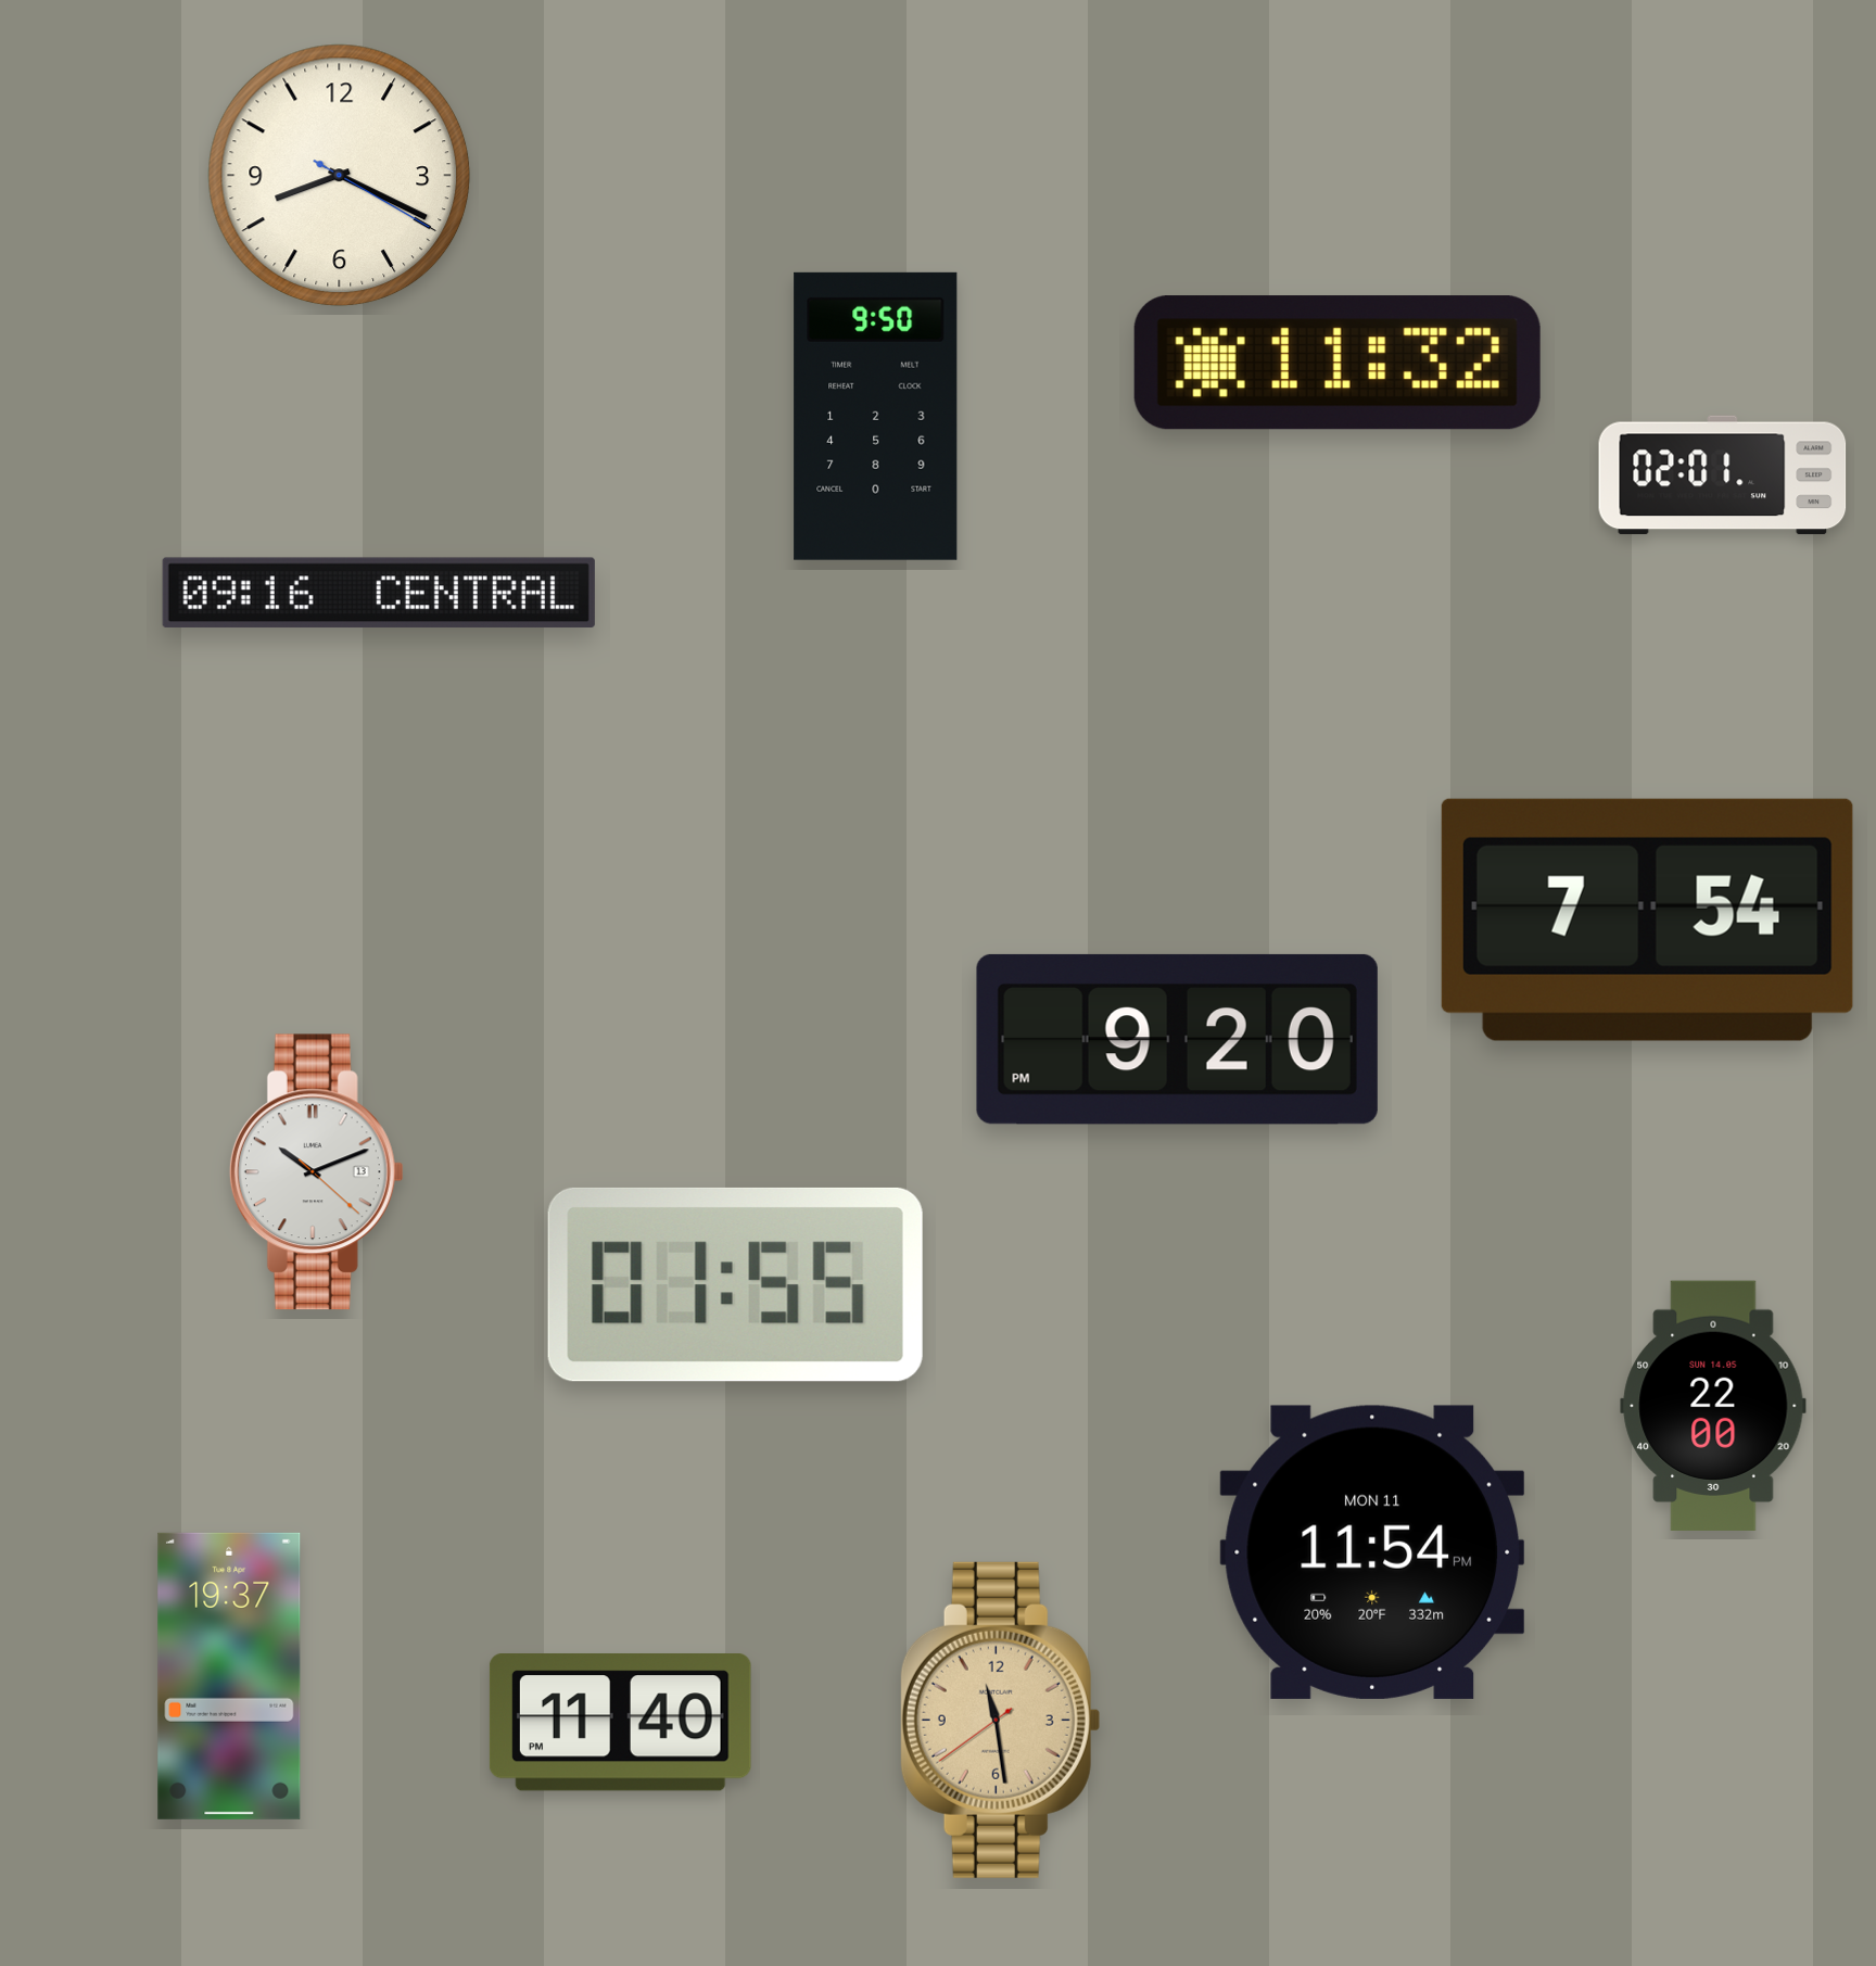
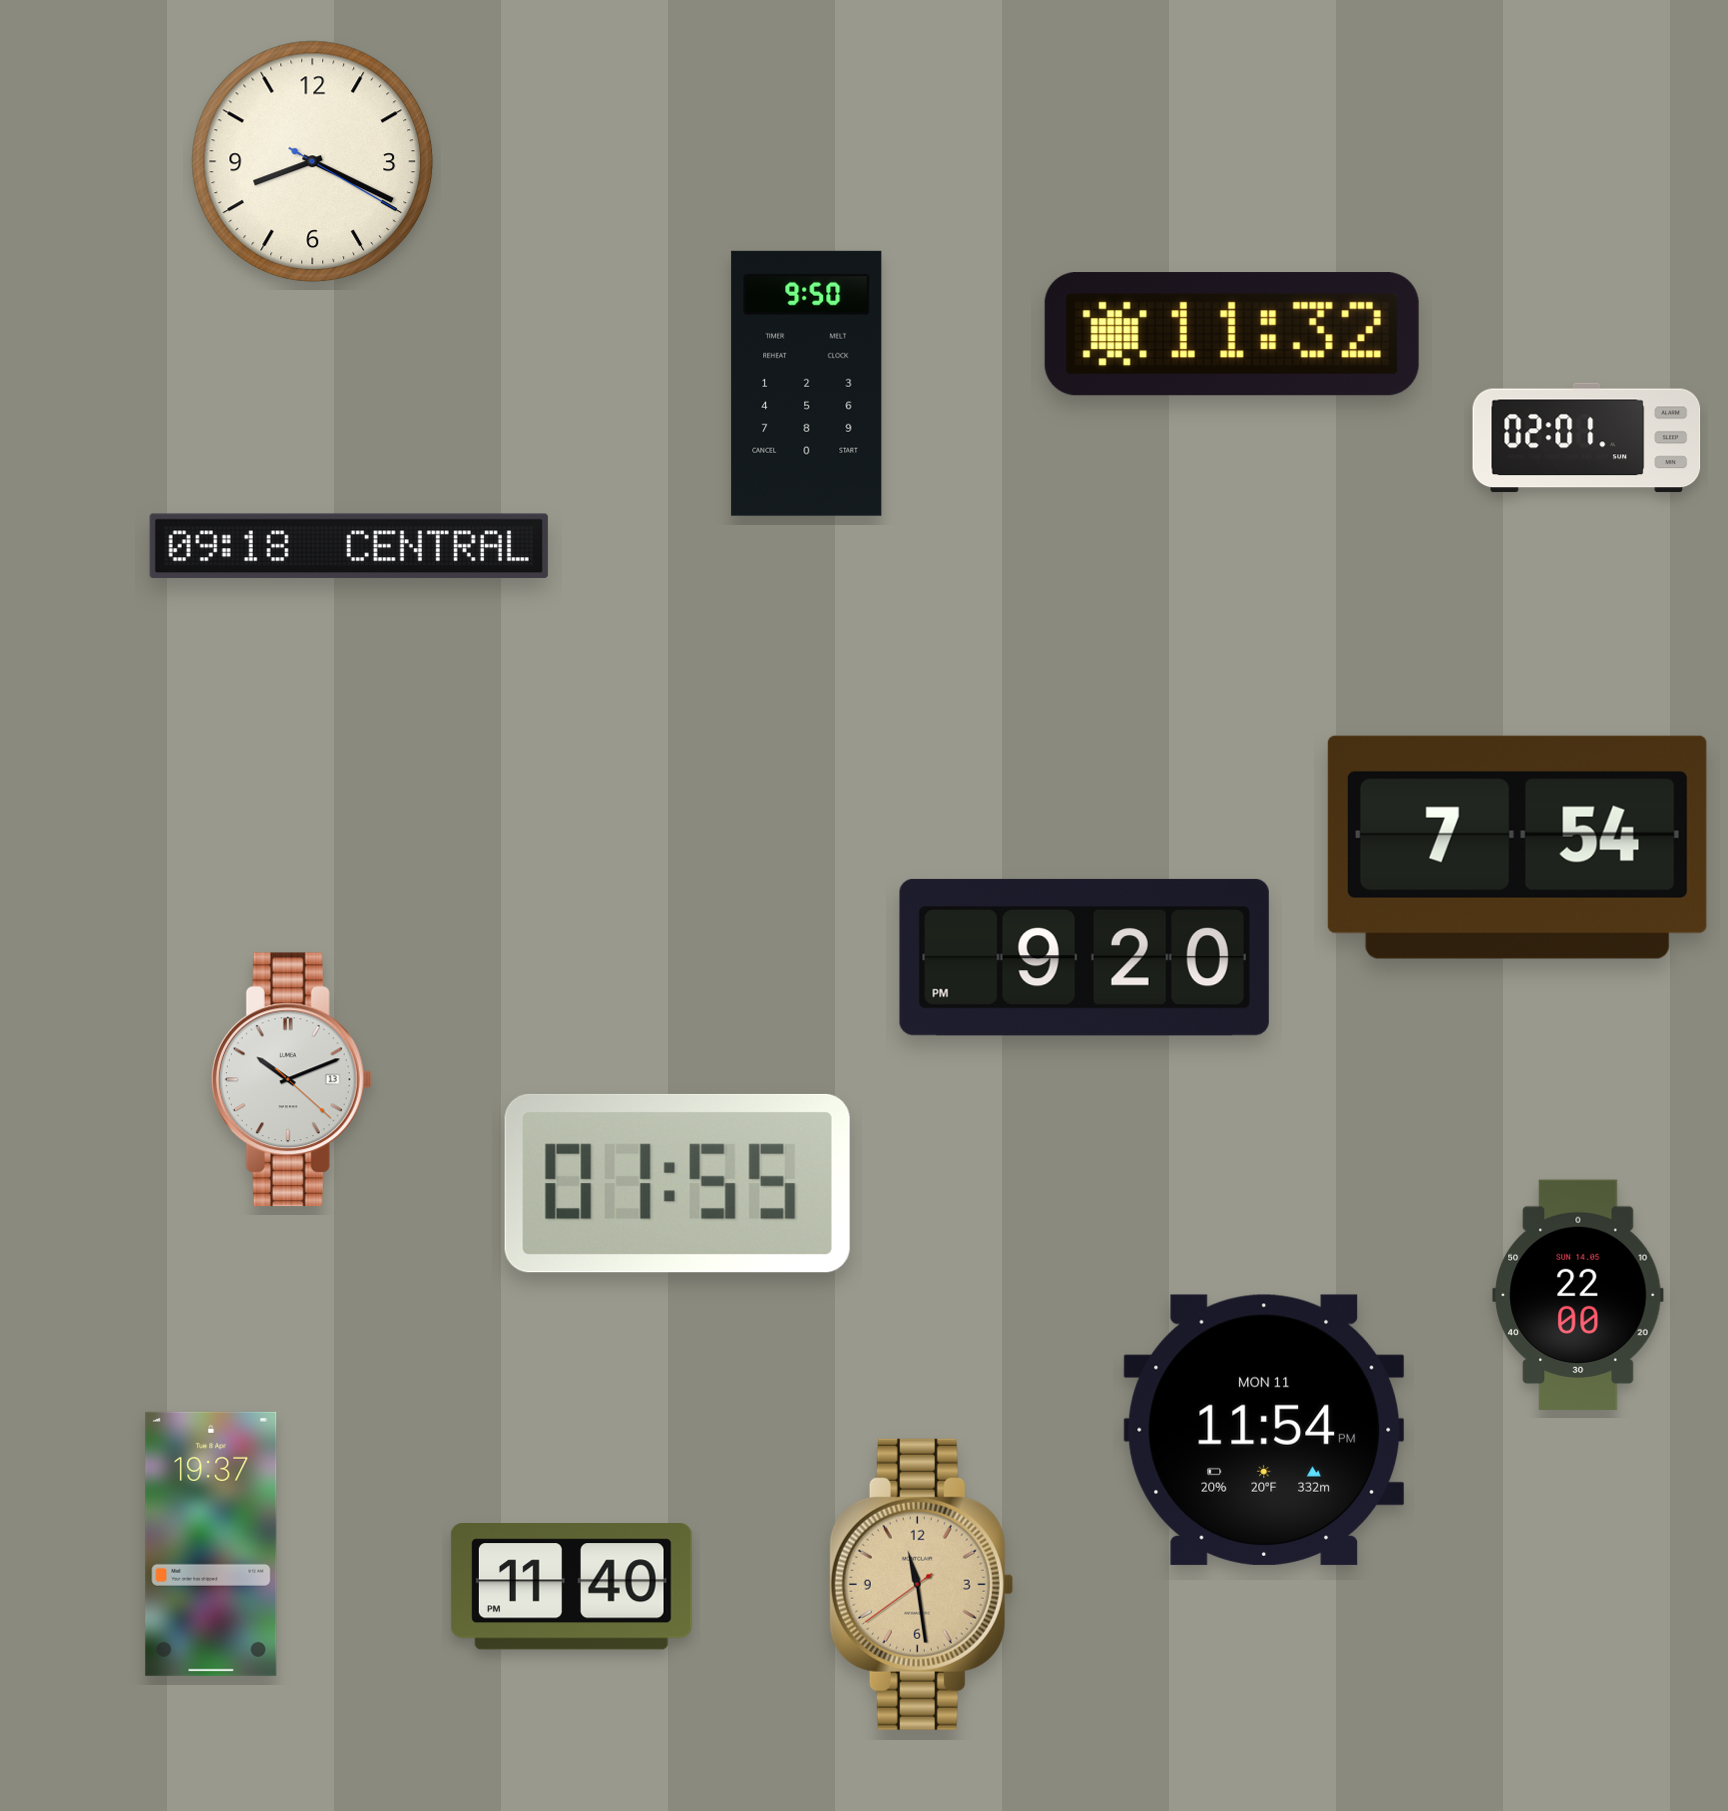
clock at (379, 593): 09:16 -> 09:18
